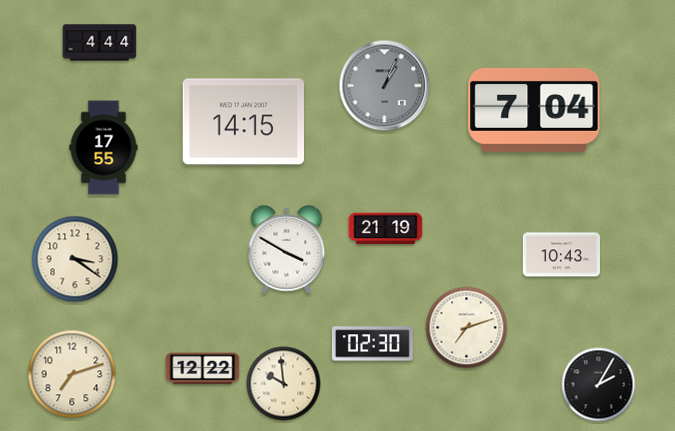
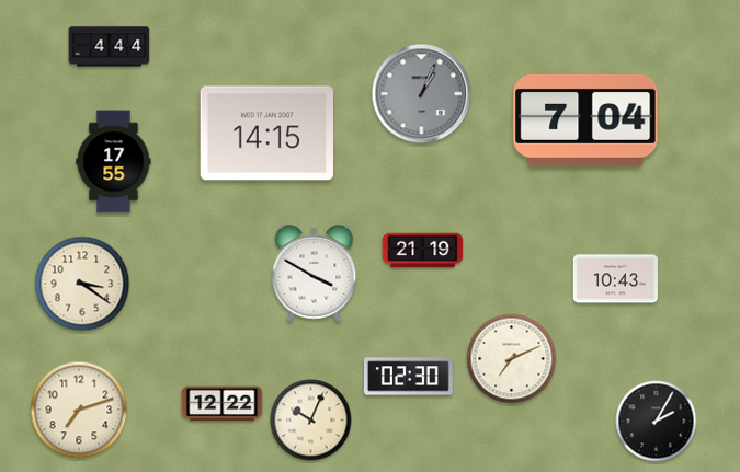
clock at (467, 328): 7:12 -> 7:11
clock at (284, 384): 9:59 -> 10:04
